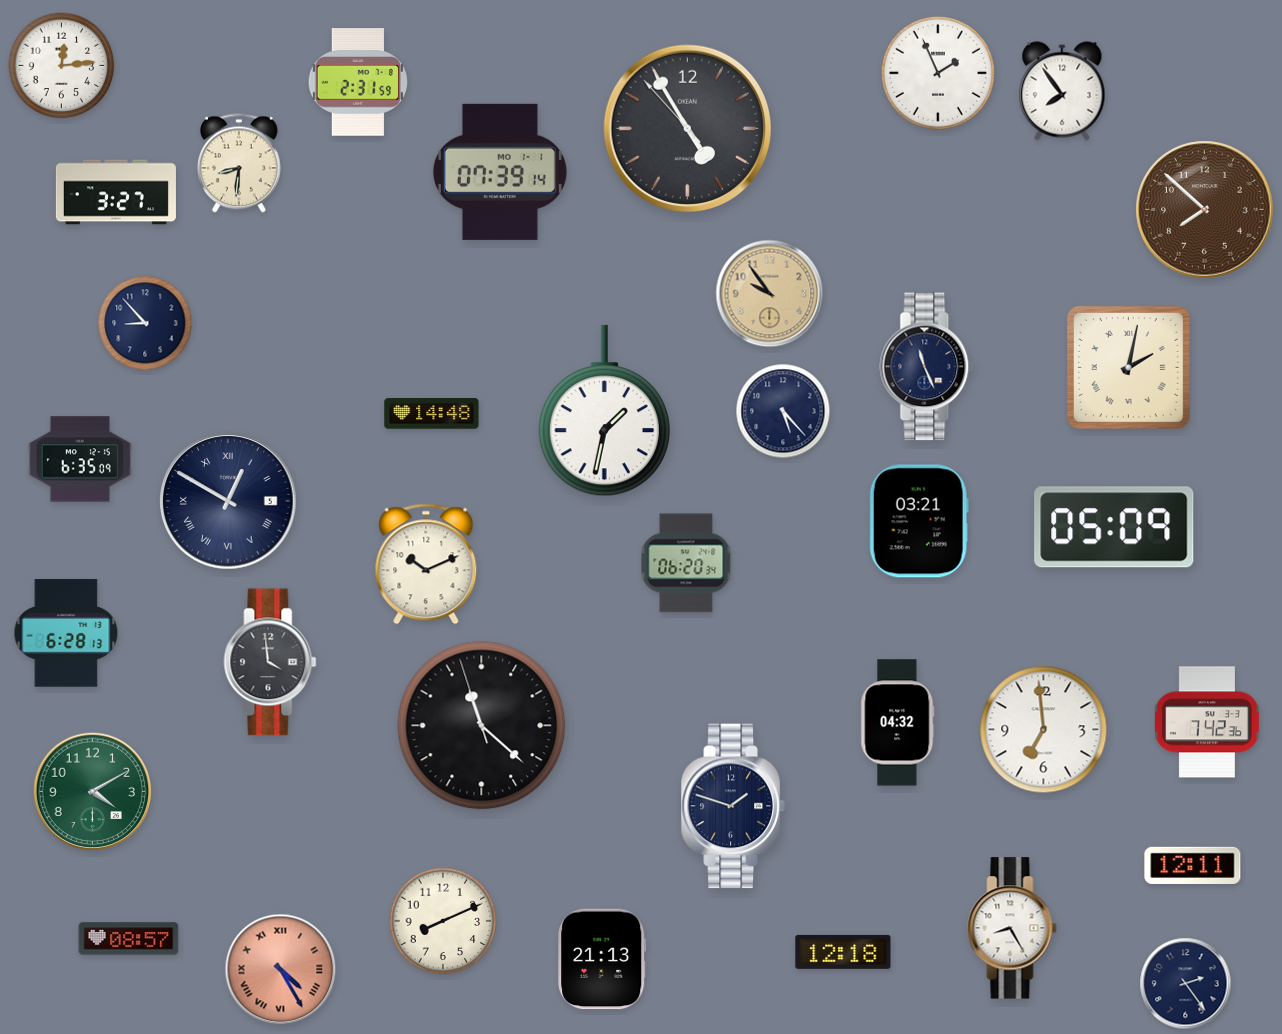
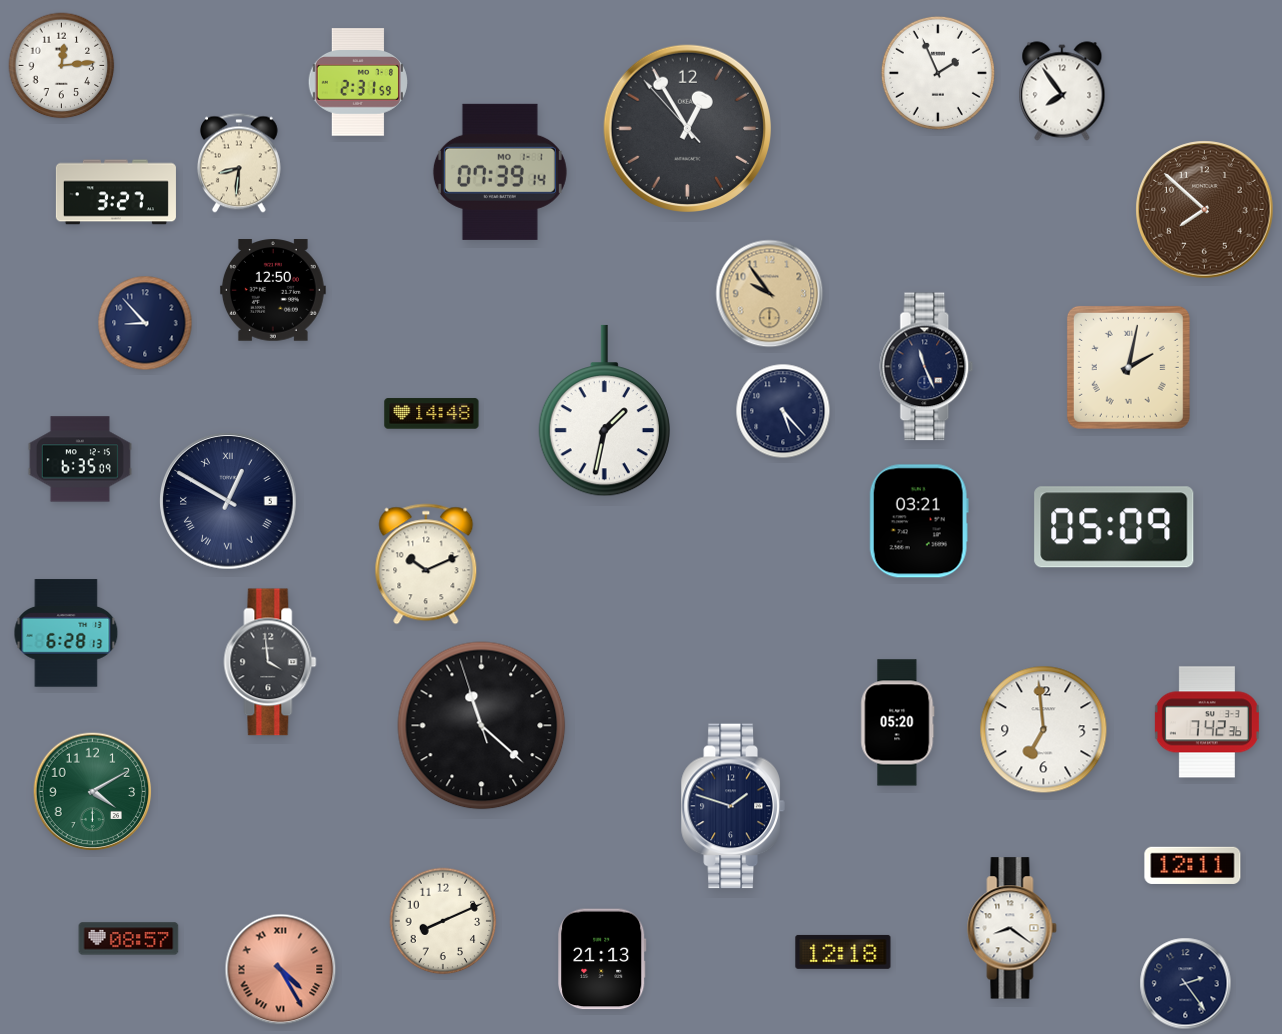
clock at (687, 128): 4:54 -> 12:54
clock at (273, 290): none -> 12:50
clock at (686, 563): 06:20 -> none
clock at (898, 723): 04:32 -> 05:20
clock at (1012, 928): 8:25 -> 8:21
